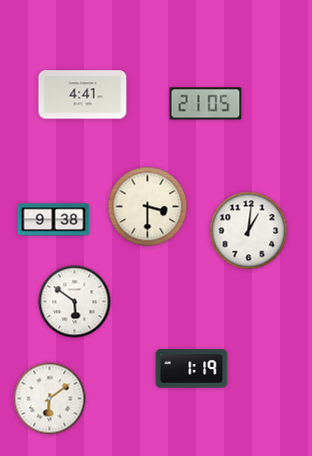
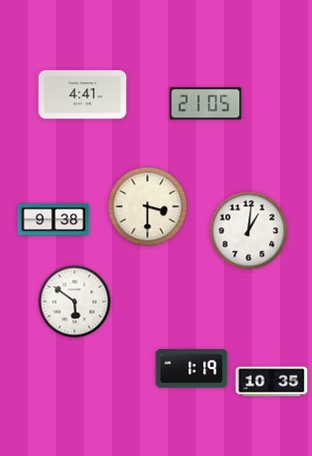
clock at (272, 382): none -> 10:35
clock at (50, 399): 6:09 -> none
